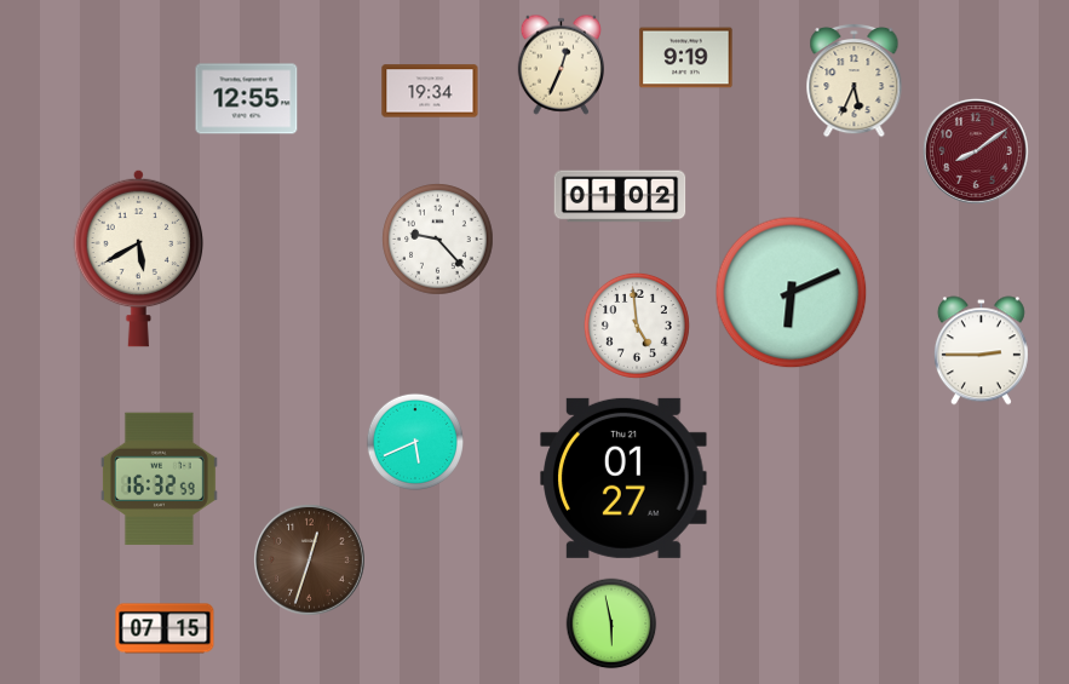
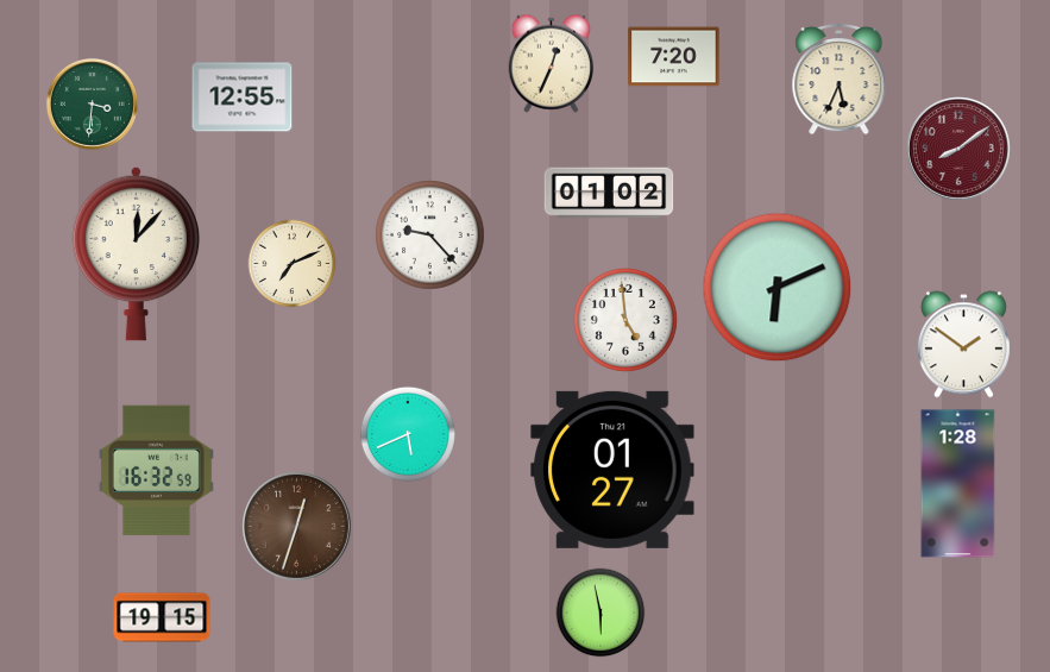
clock at (686, 58): 9:19 -> 7:20
clock at (430, 91): 19:34 -> none
clock at (92, 103): none -> 3:31
clock at (139, 258): 5:40 -> 12:07
clock at (293, 264): none -> 7:11
clock at (981, 351): 2:45 -> 1:51
clock at (958, 484): none -> 1:28
clock at (310, 561) position: (310, 561) -> (297, 527)
clock at (165, 628): 07:15 -> 19:15
